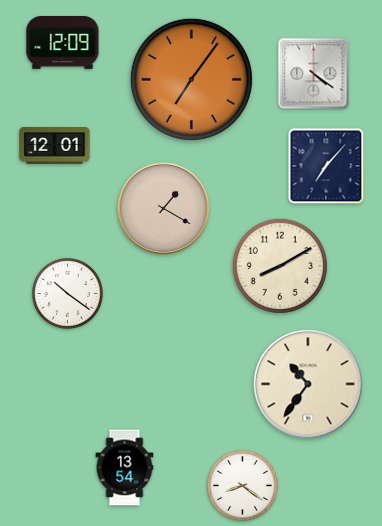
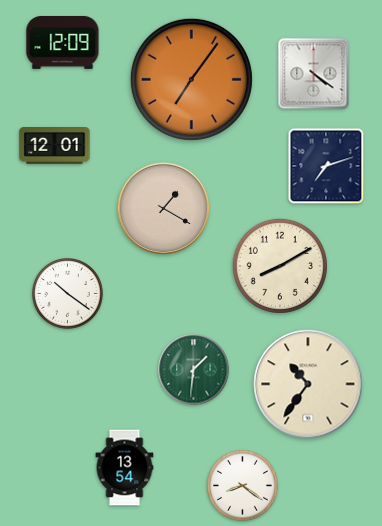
clock at (326, 166): 7:07 -> 7:12
clock at (194, 370): none -> 1:31
